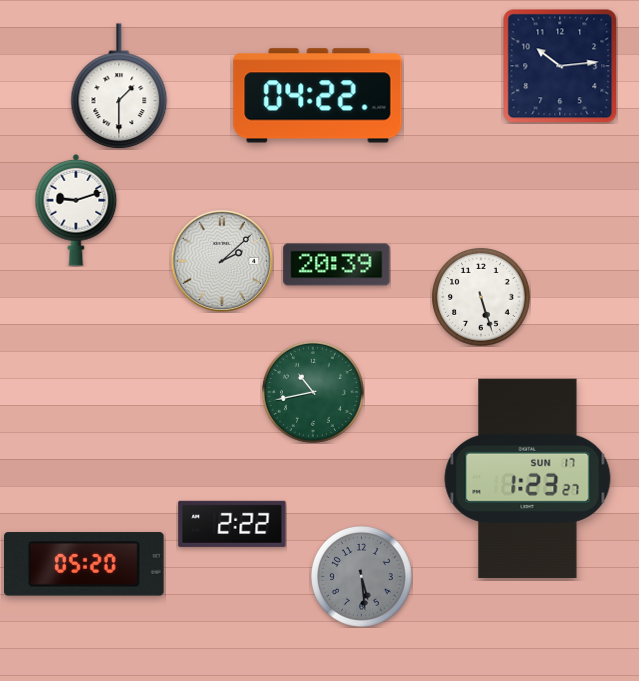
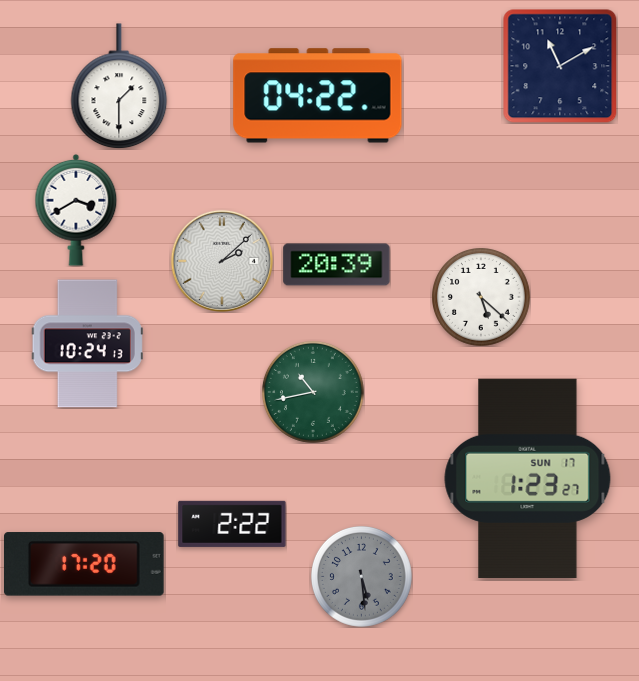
clock at (560, 66): 10:14 -> 11:10
clock at (76, 210): 9:12 -> 3:40
clock at (482, 298): 5:27 -> 5:22
clock at (87, 344): none -> 10:24
clock at (85, 564): 05:20 -> 17:20
